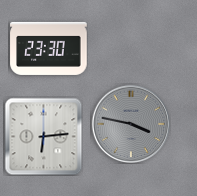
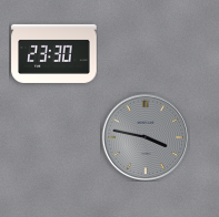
clock at (43, 136): 6:14 -> none
